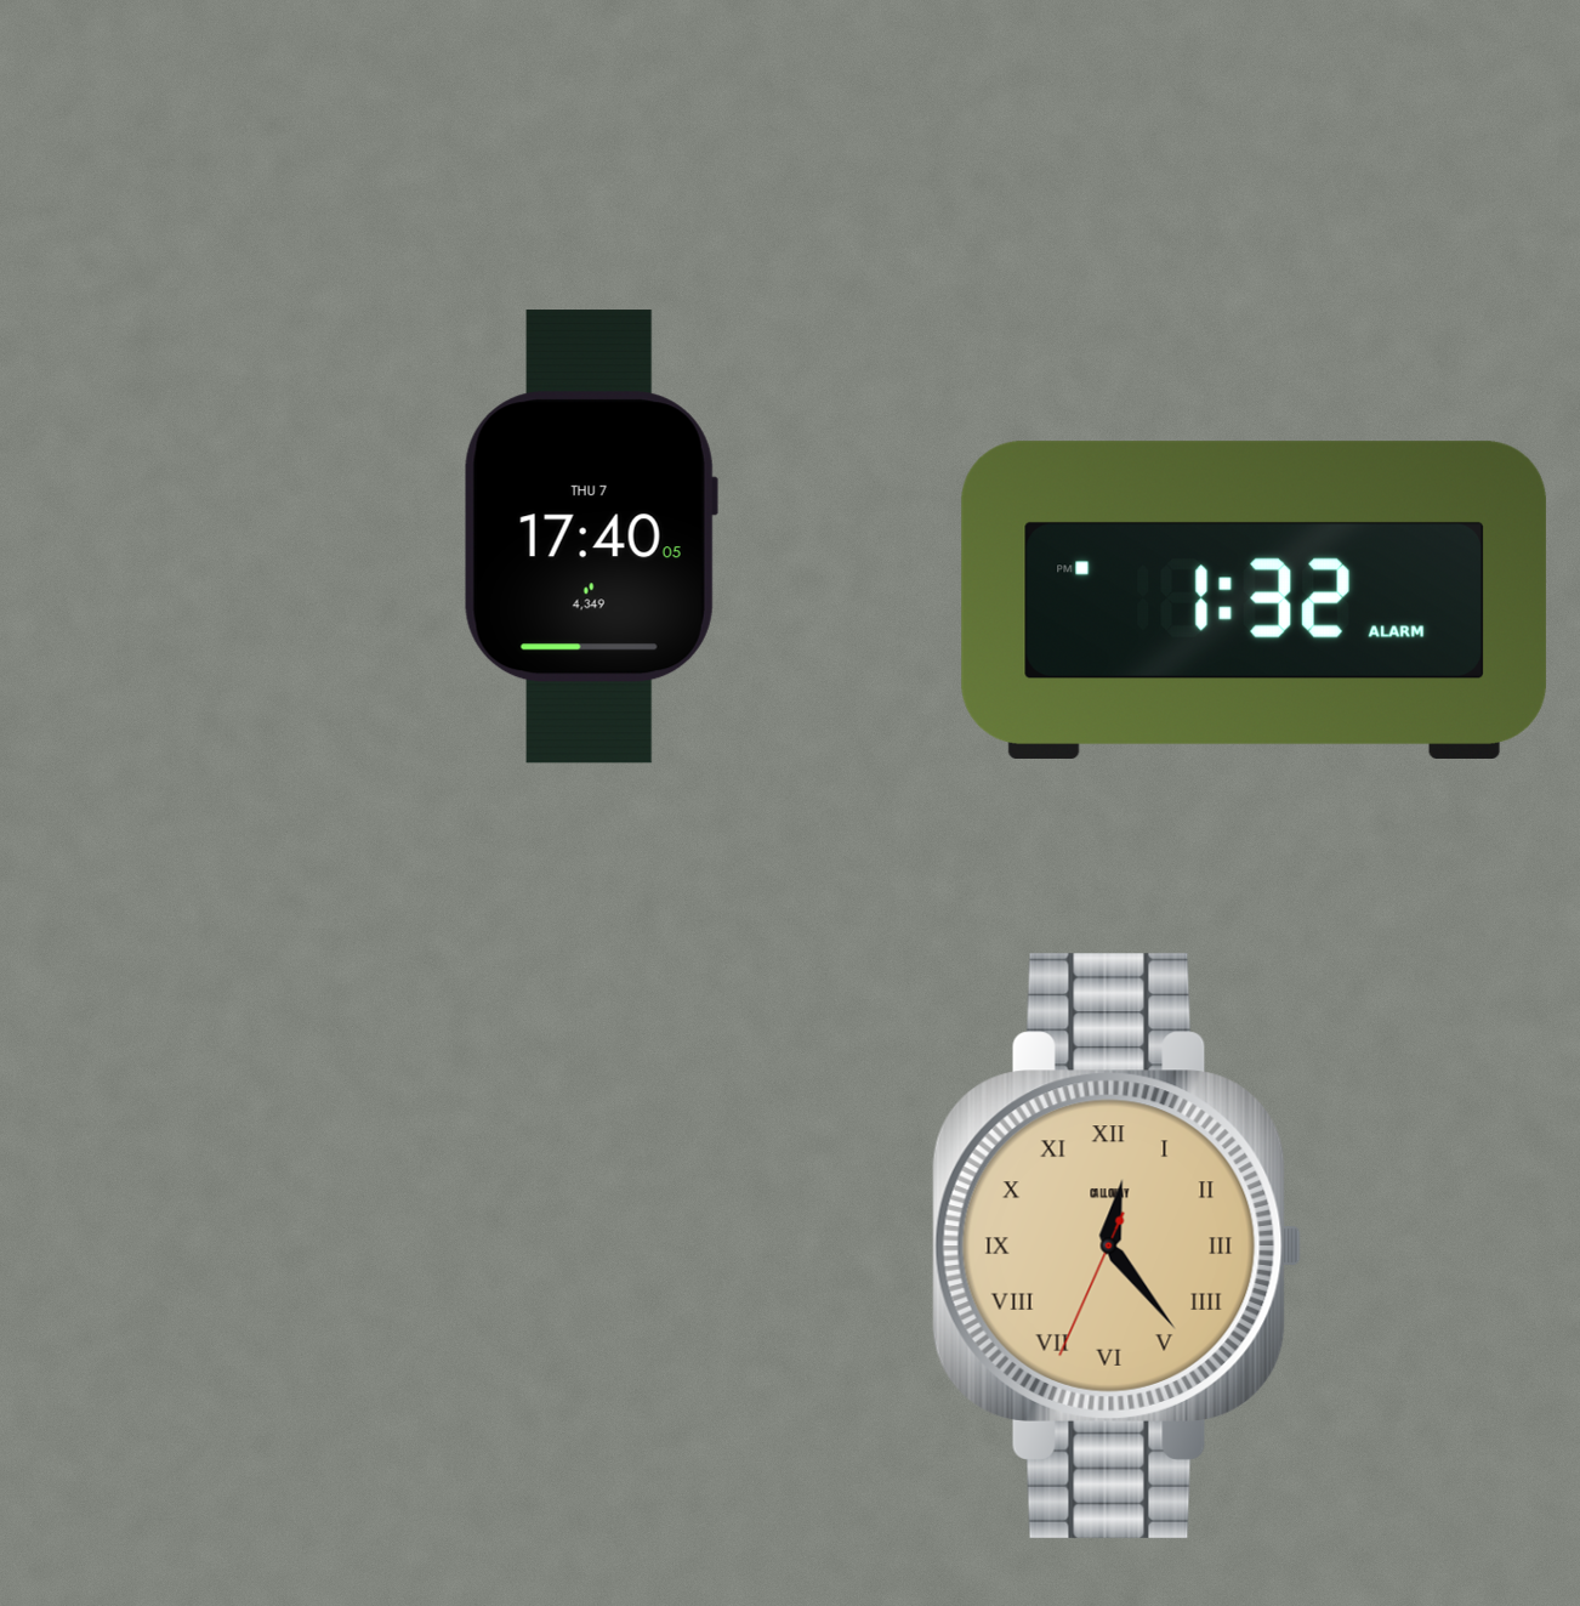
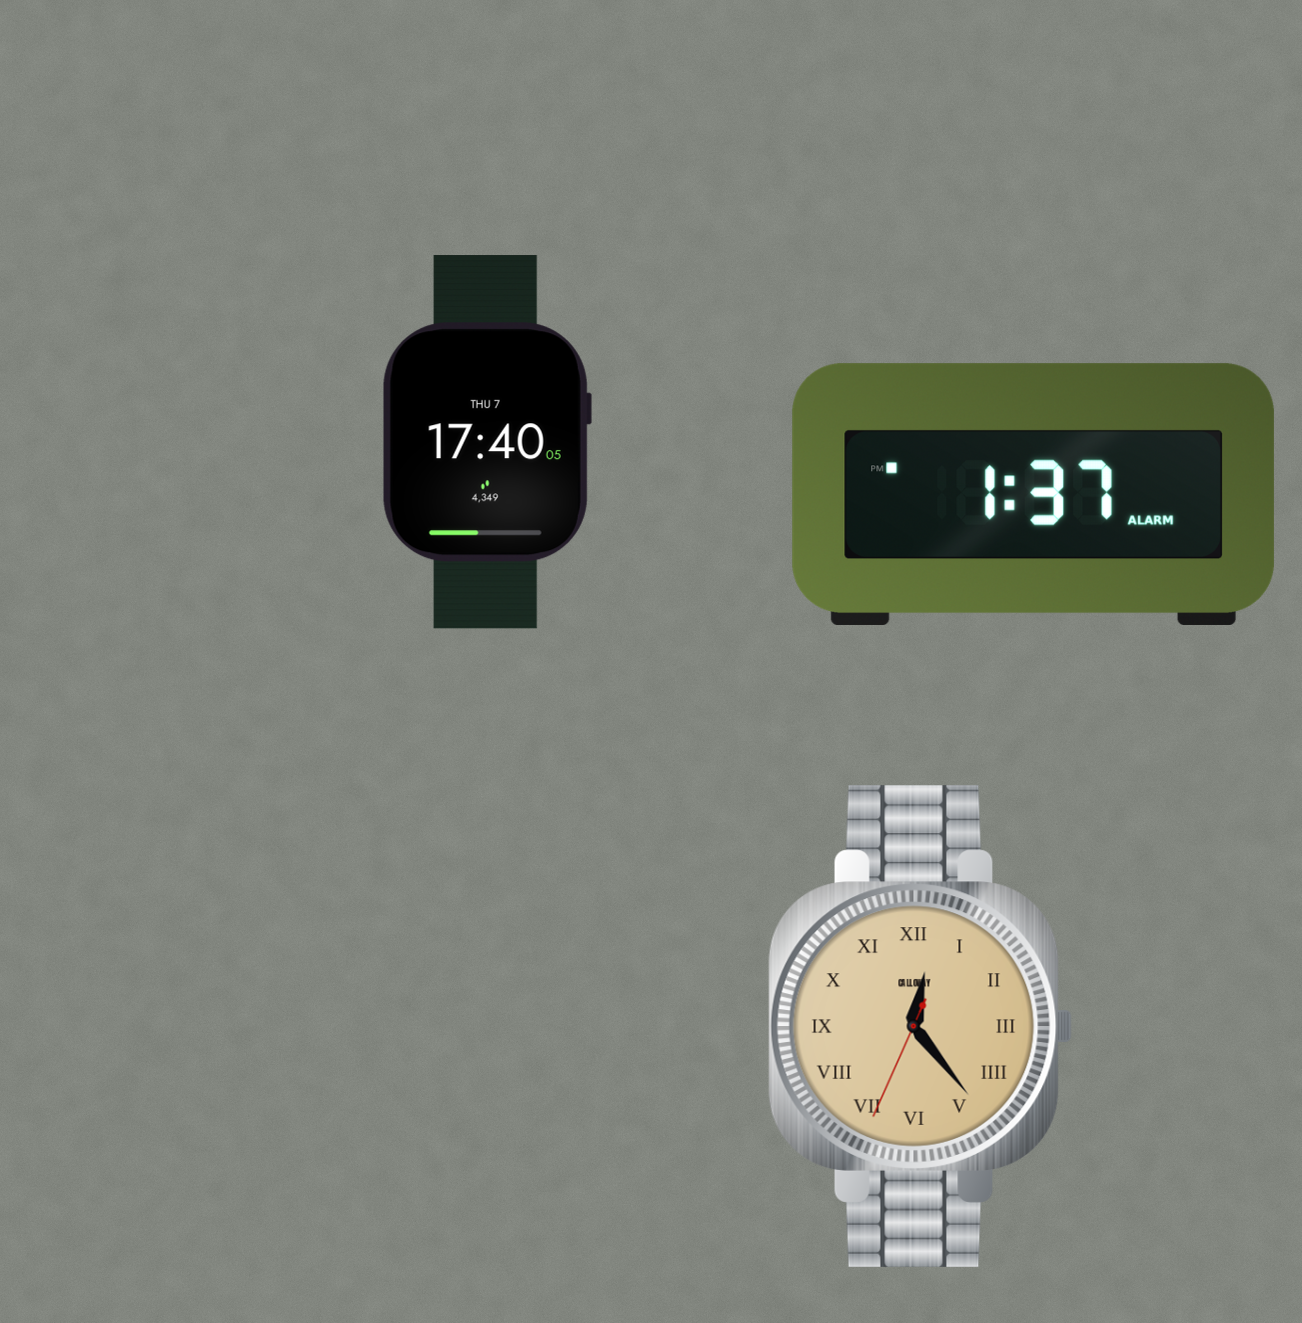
clock at (1254, 600): 1:32 -> 1:37
